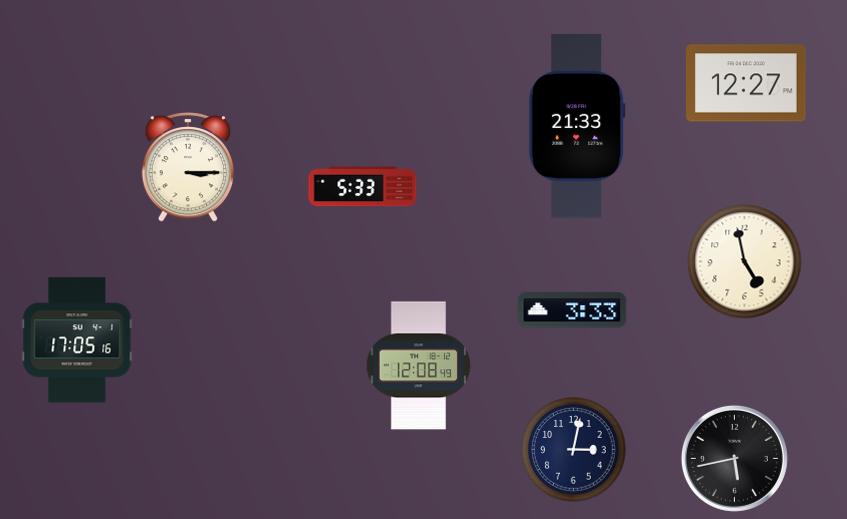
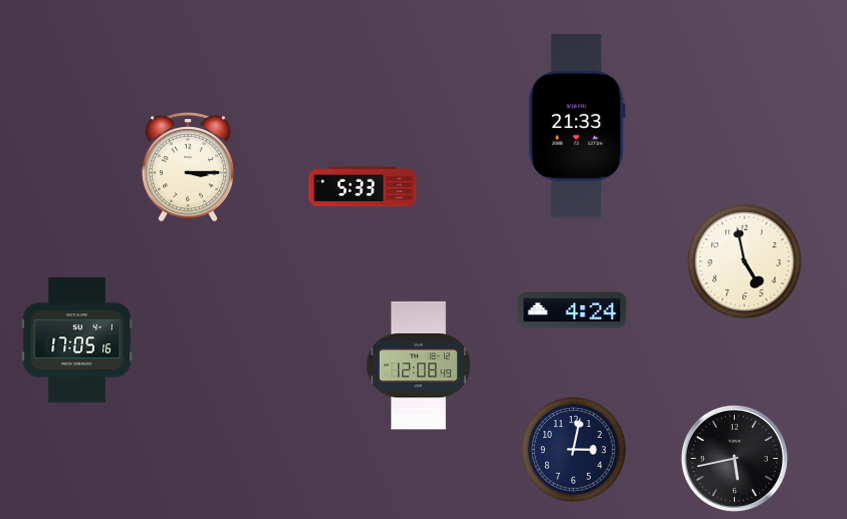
clock at (747, 83): 12:27 -> none
clock at (572, 310): 3:33 -> 4:24
